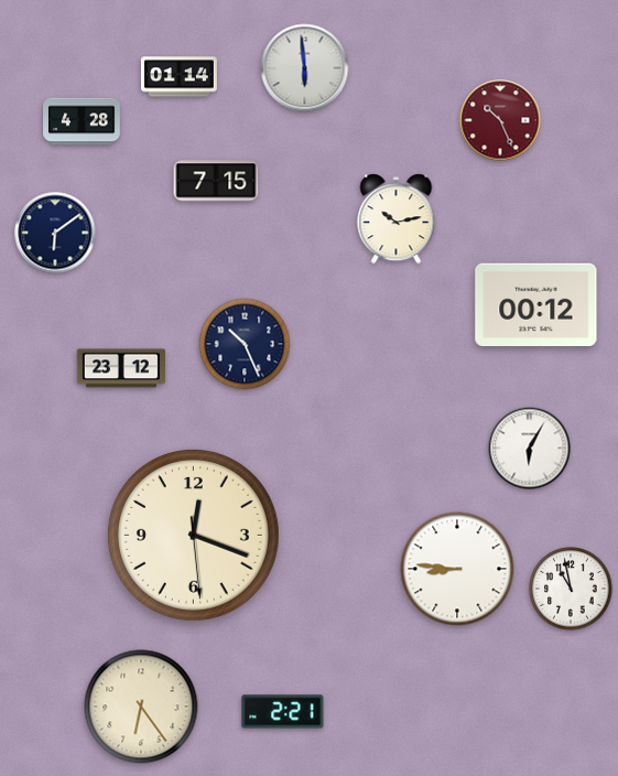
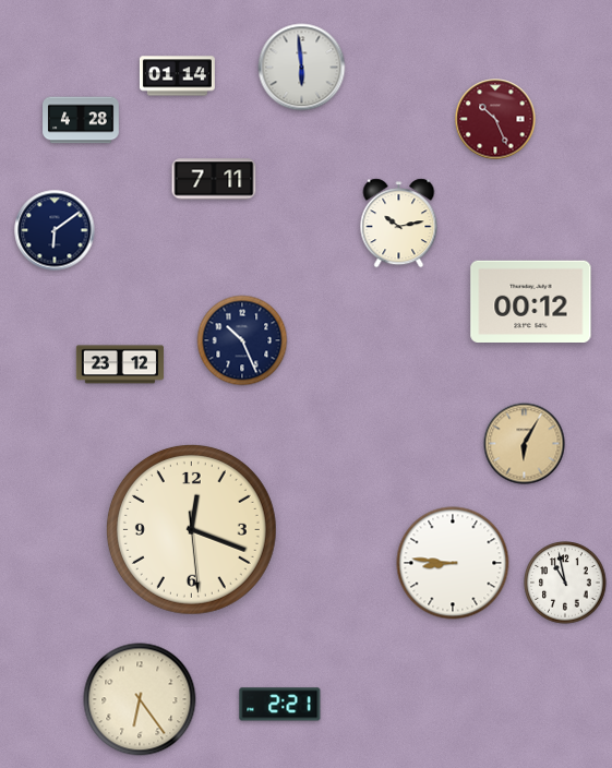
clock at (216, 181): 7:15 -> 7:11
clock at (397, 219) position: (397, 219) -> (399, 224)
clock at (530, 449) dial: white -> champagne
